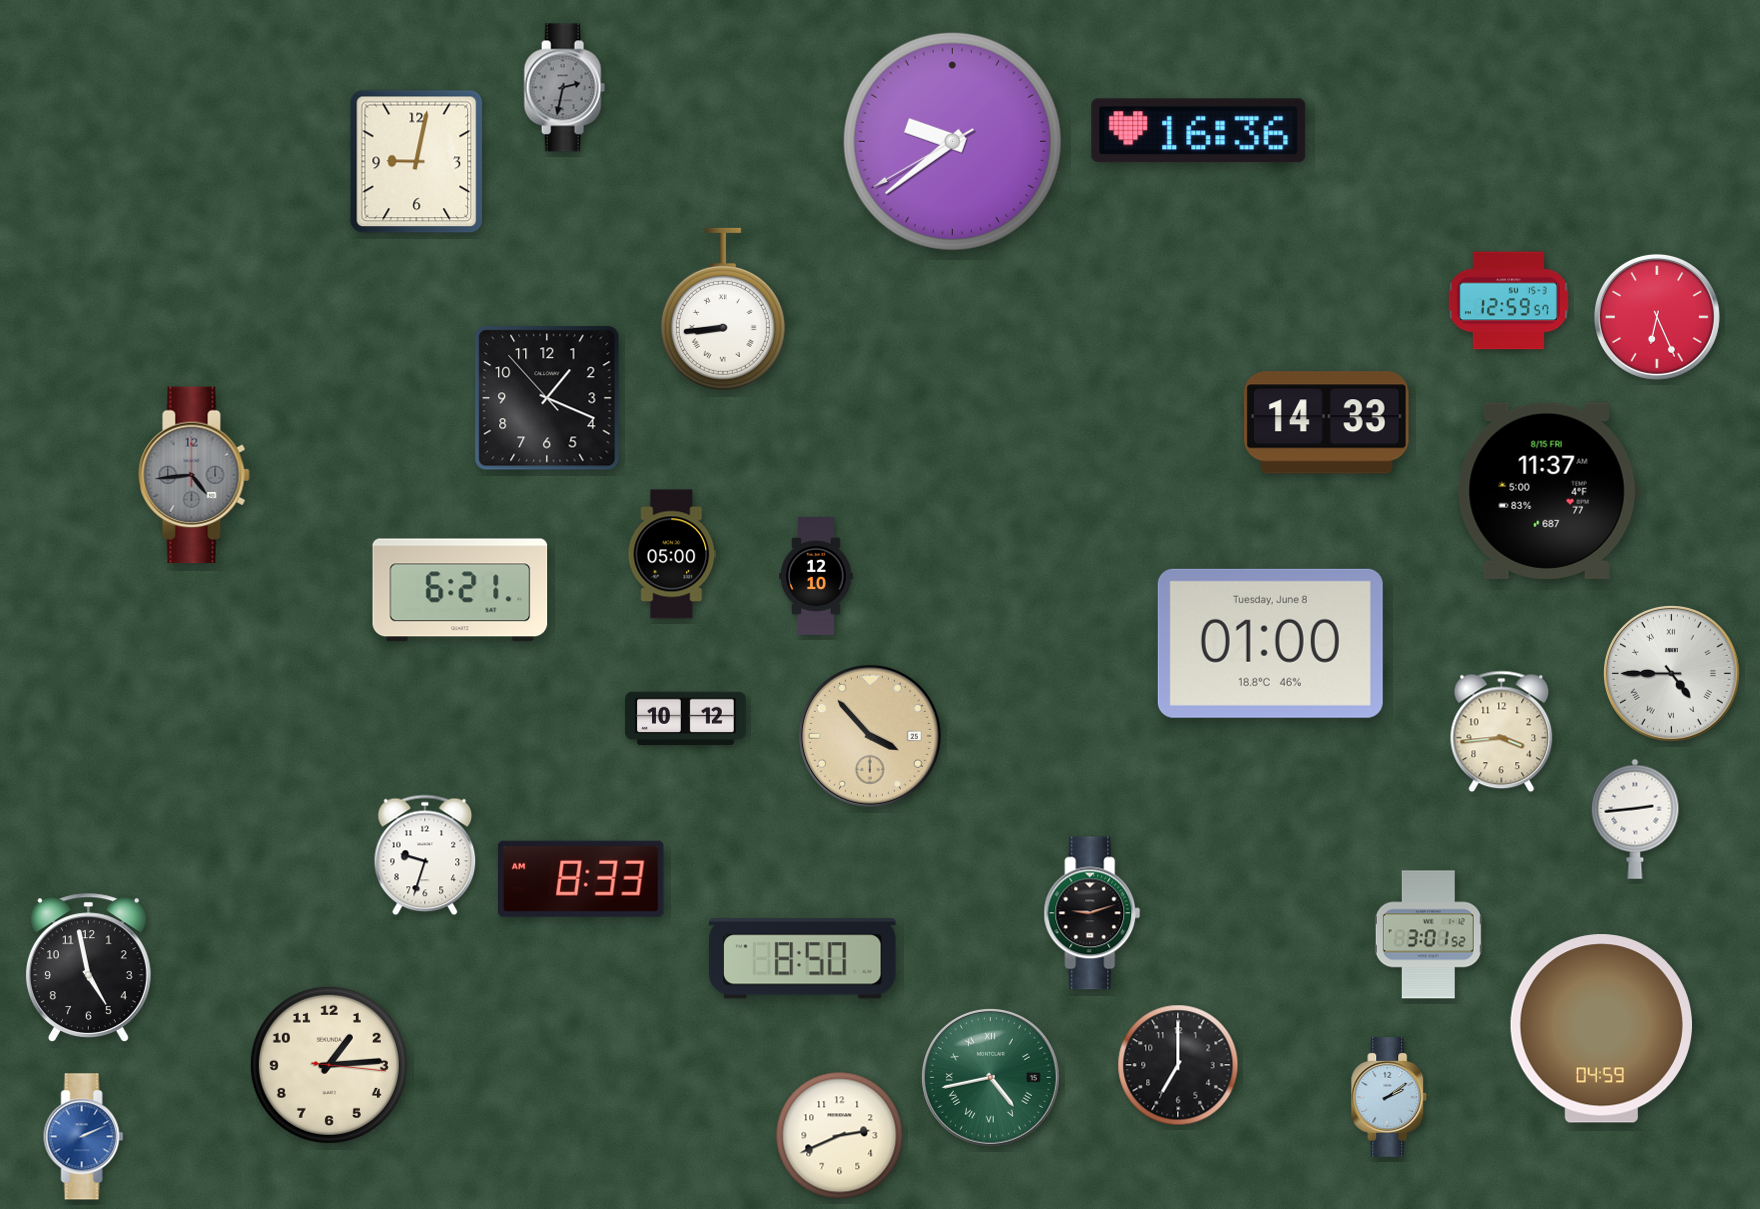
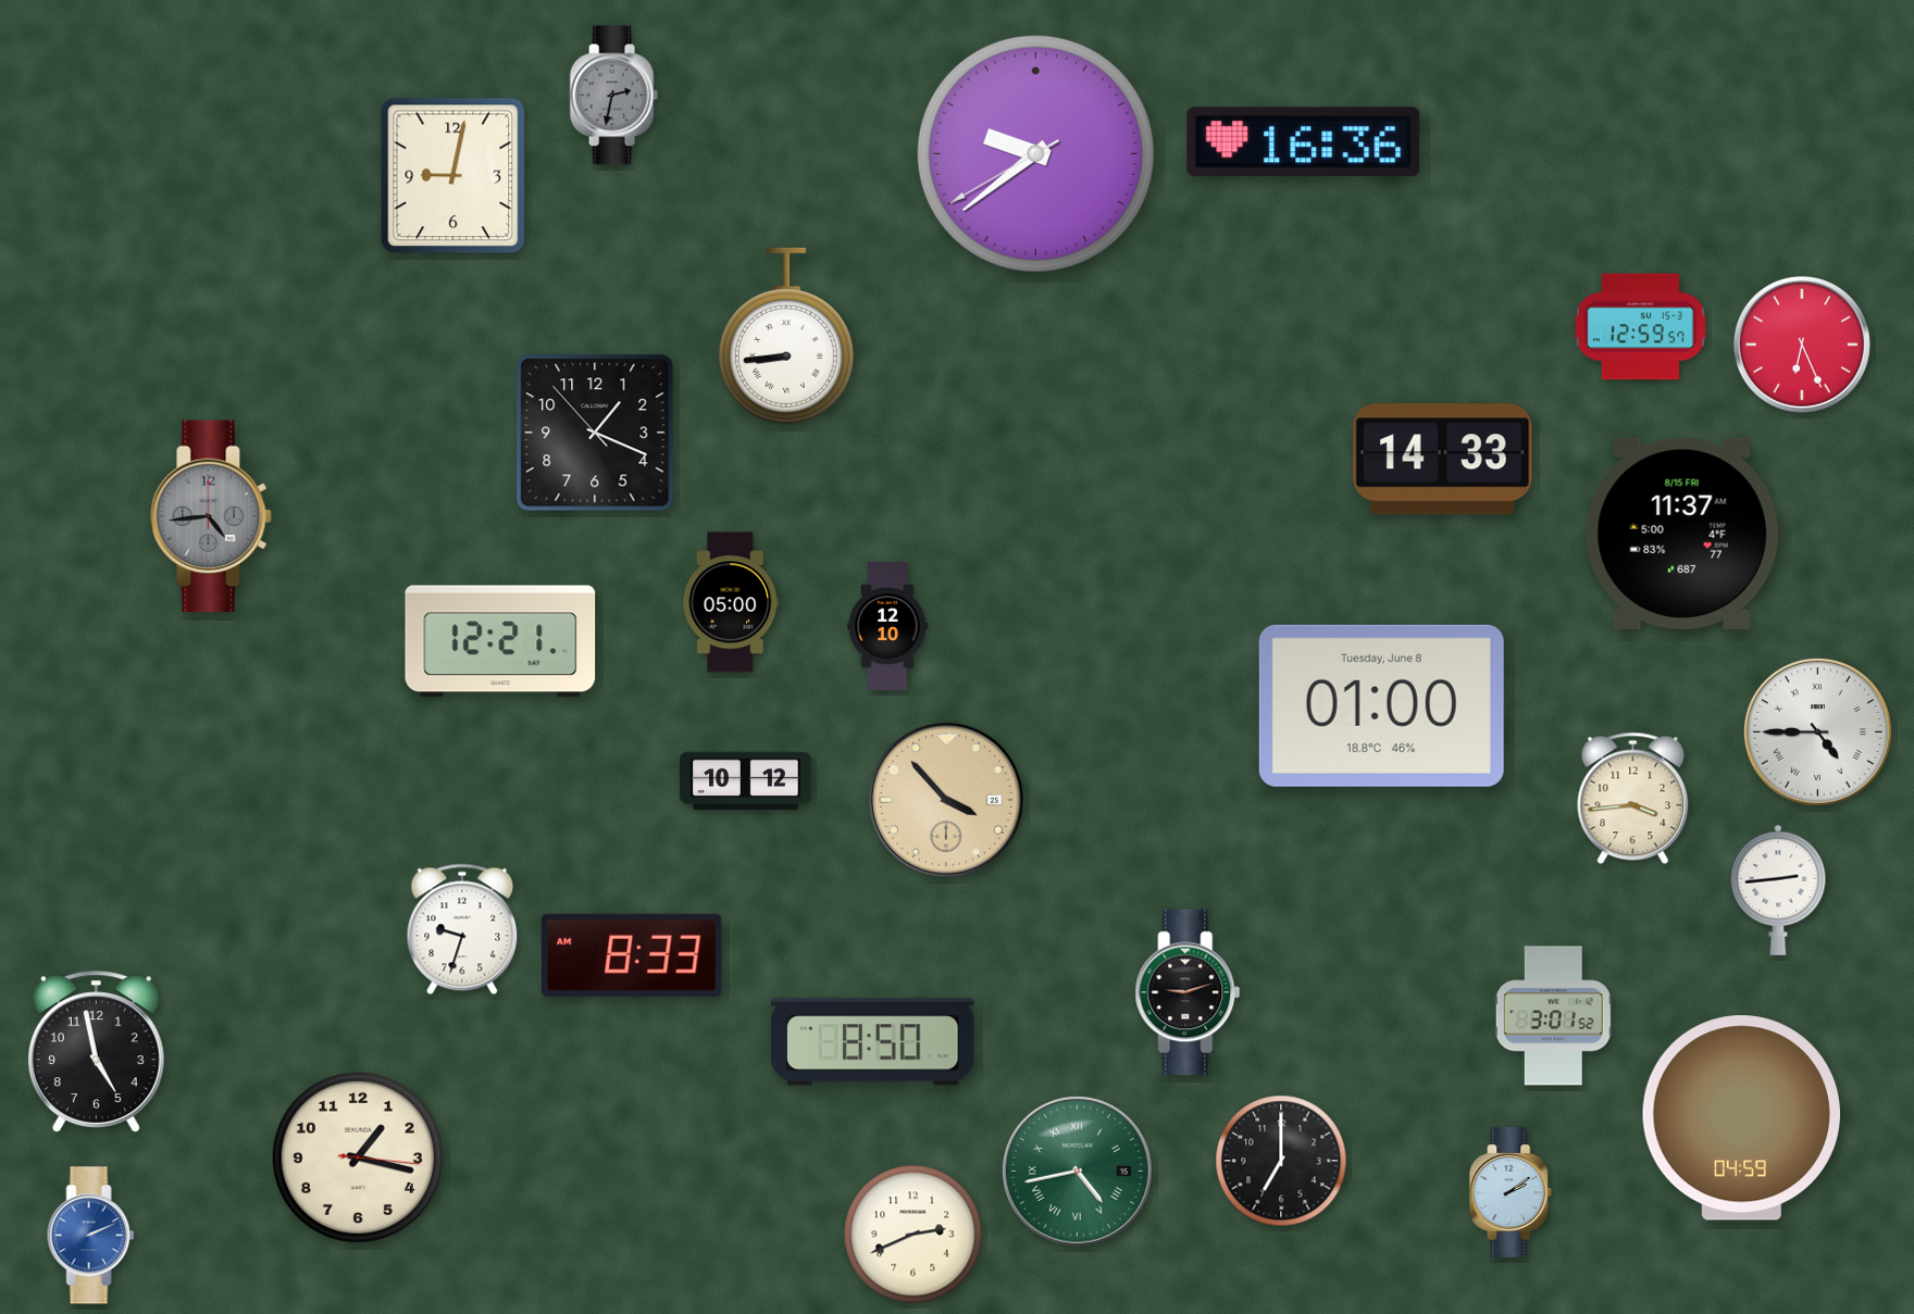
clock at (460, 590): 6:21 -> 12:21
clock at (1270, 643) position: (1270, 643) -> (1381, 705)
clock at (1502, 732) position: (1502, 732) -> (1633, 799)
clock at (329, 1065): 1:14 -> 1:17
clock at (1178, 1065) position: (1178, 1065) -> (1281, 1161)
